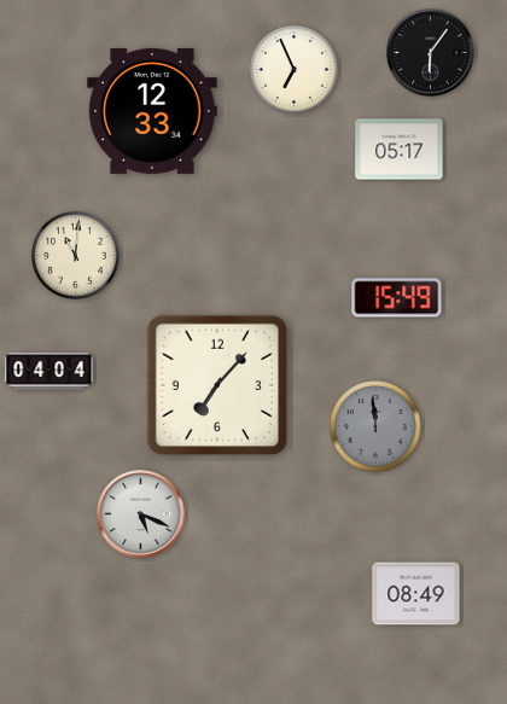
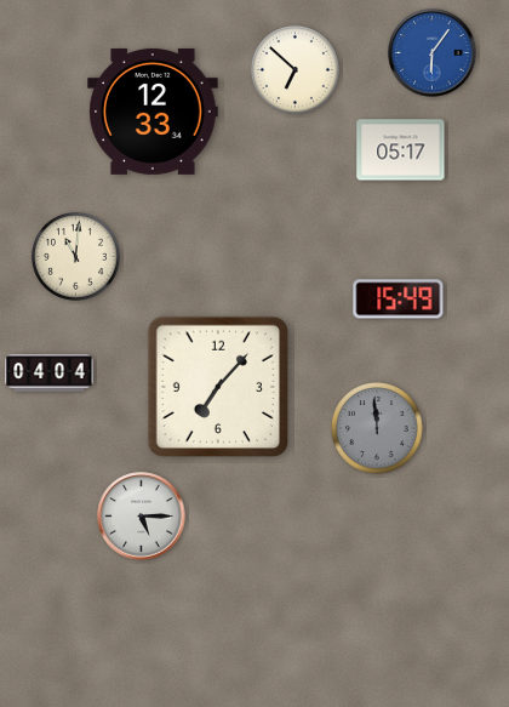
clock at (431, 53) dial: black -> blue
clock at (293, 69): 6:56 -> 6:52
clock at (141, 514): 5:19 -> 5:15
clock at (416, 594): 08:49 -> none
